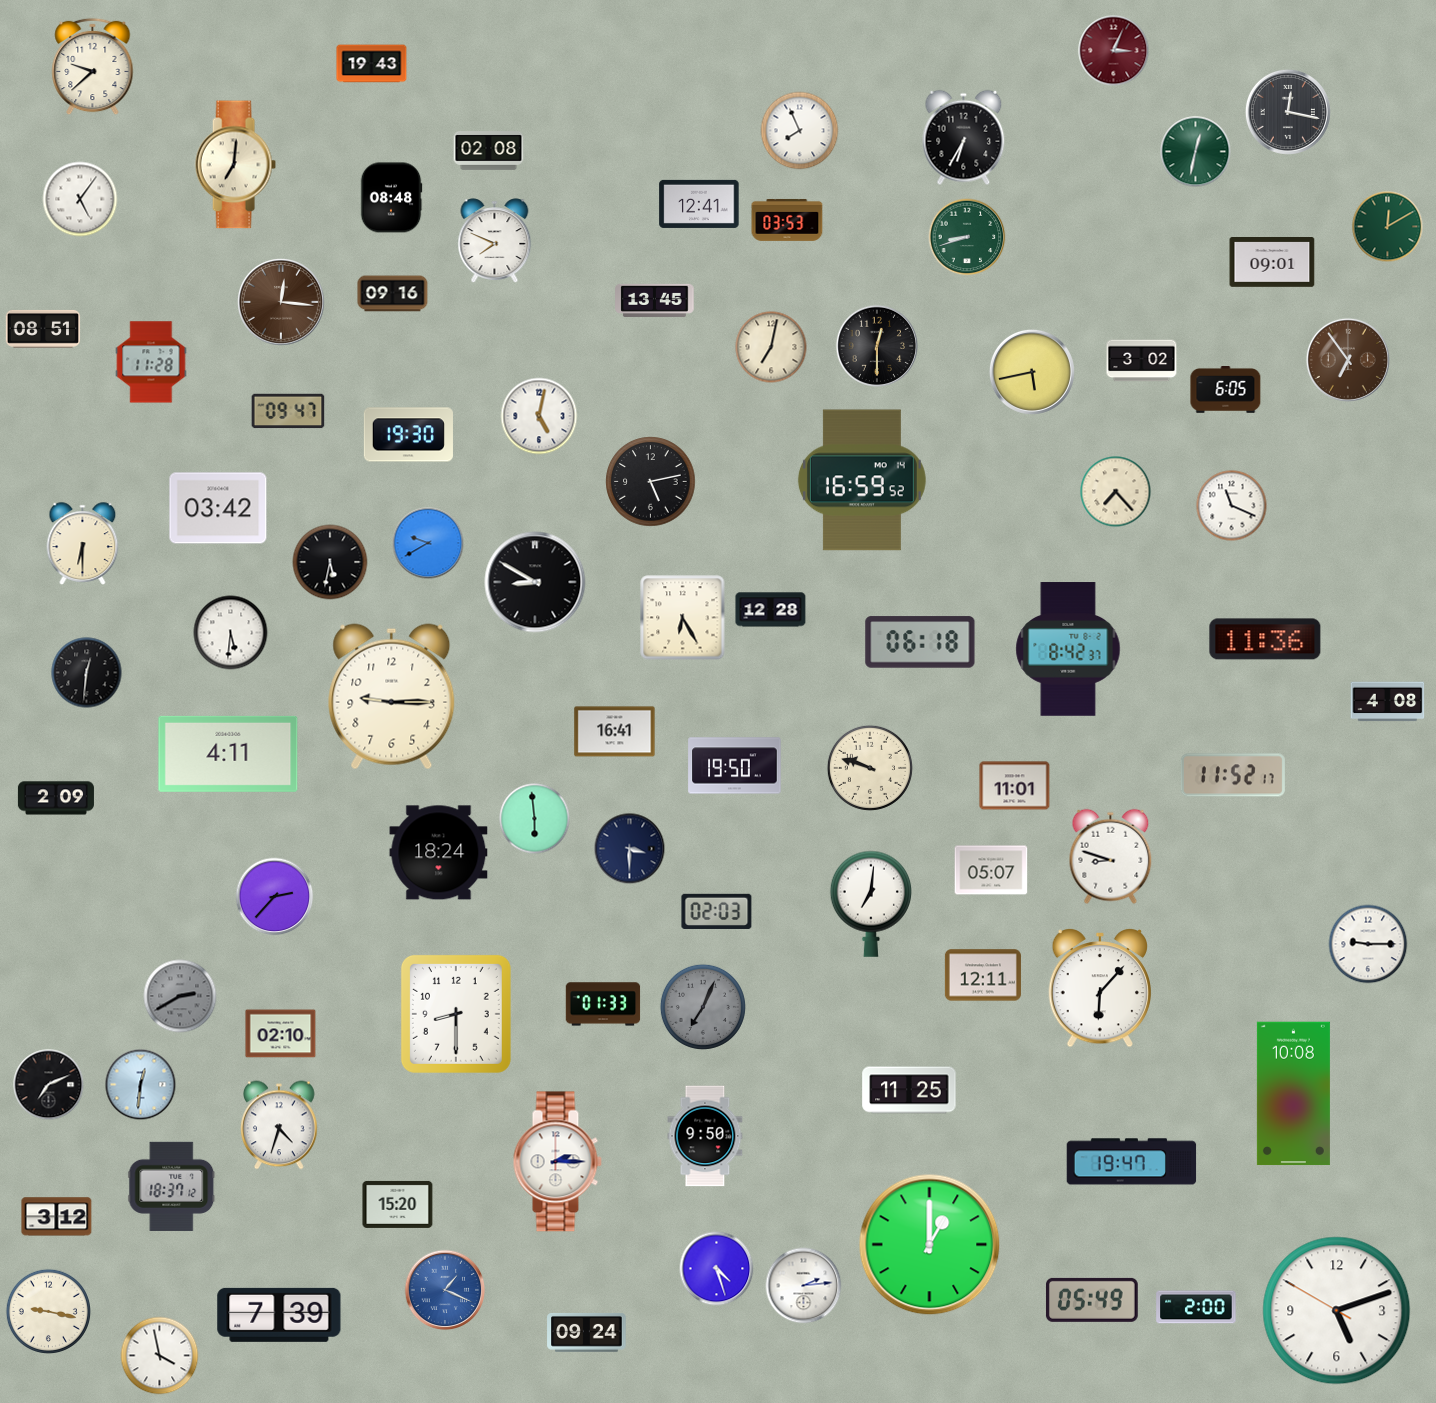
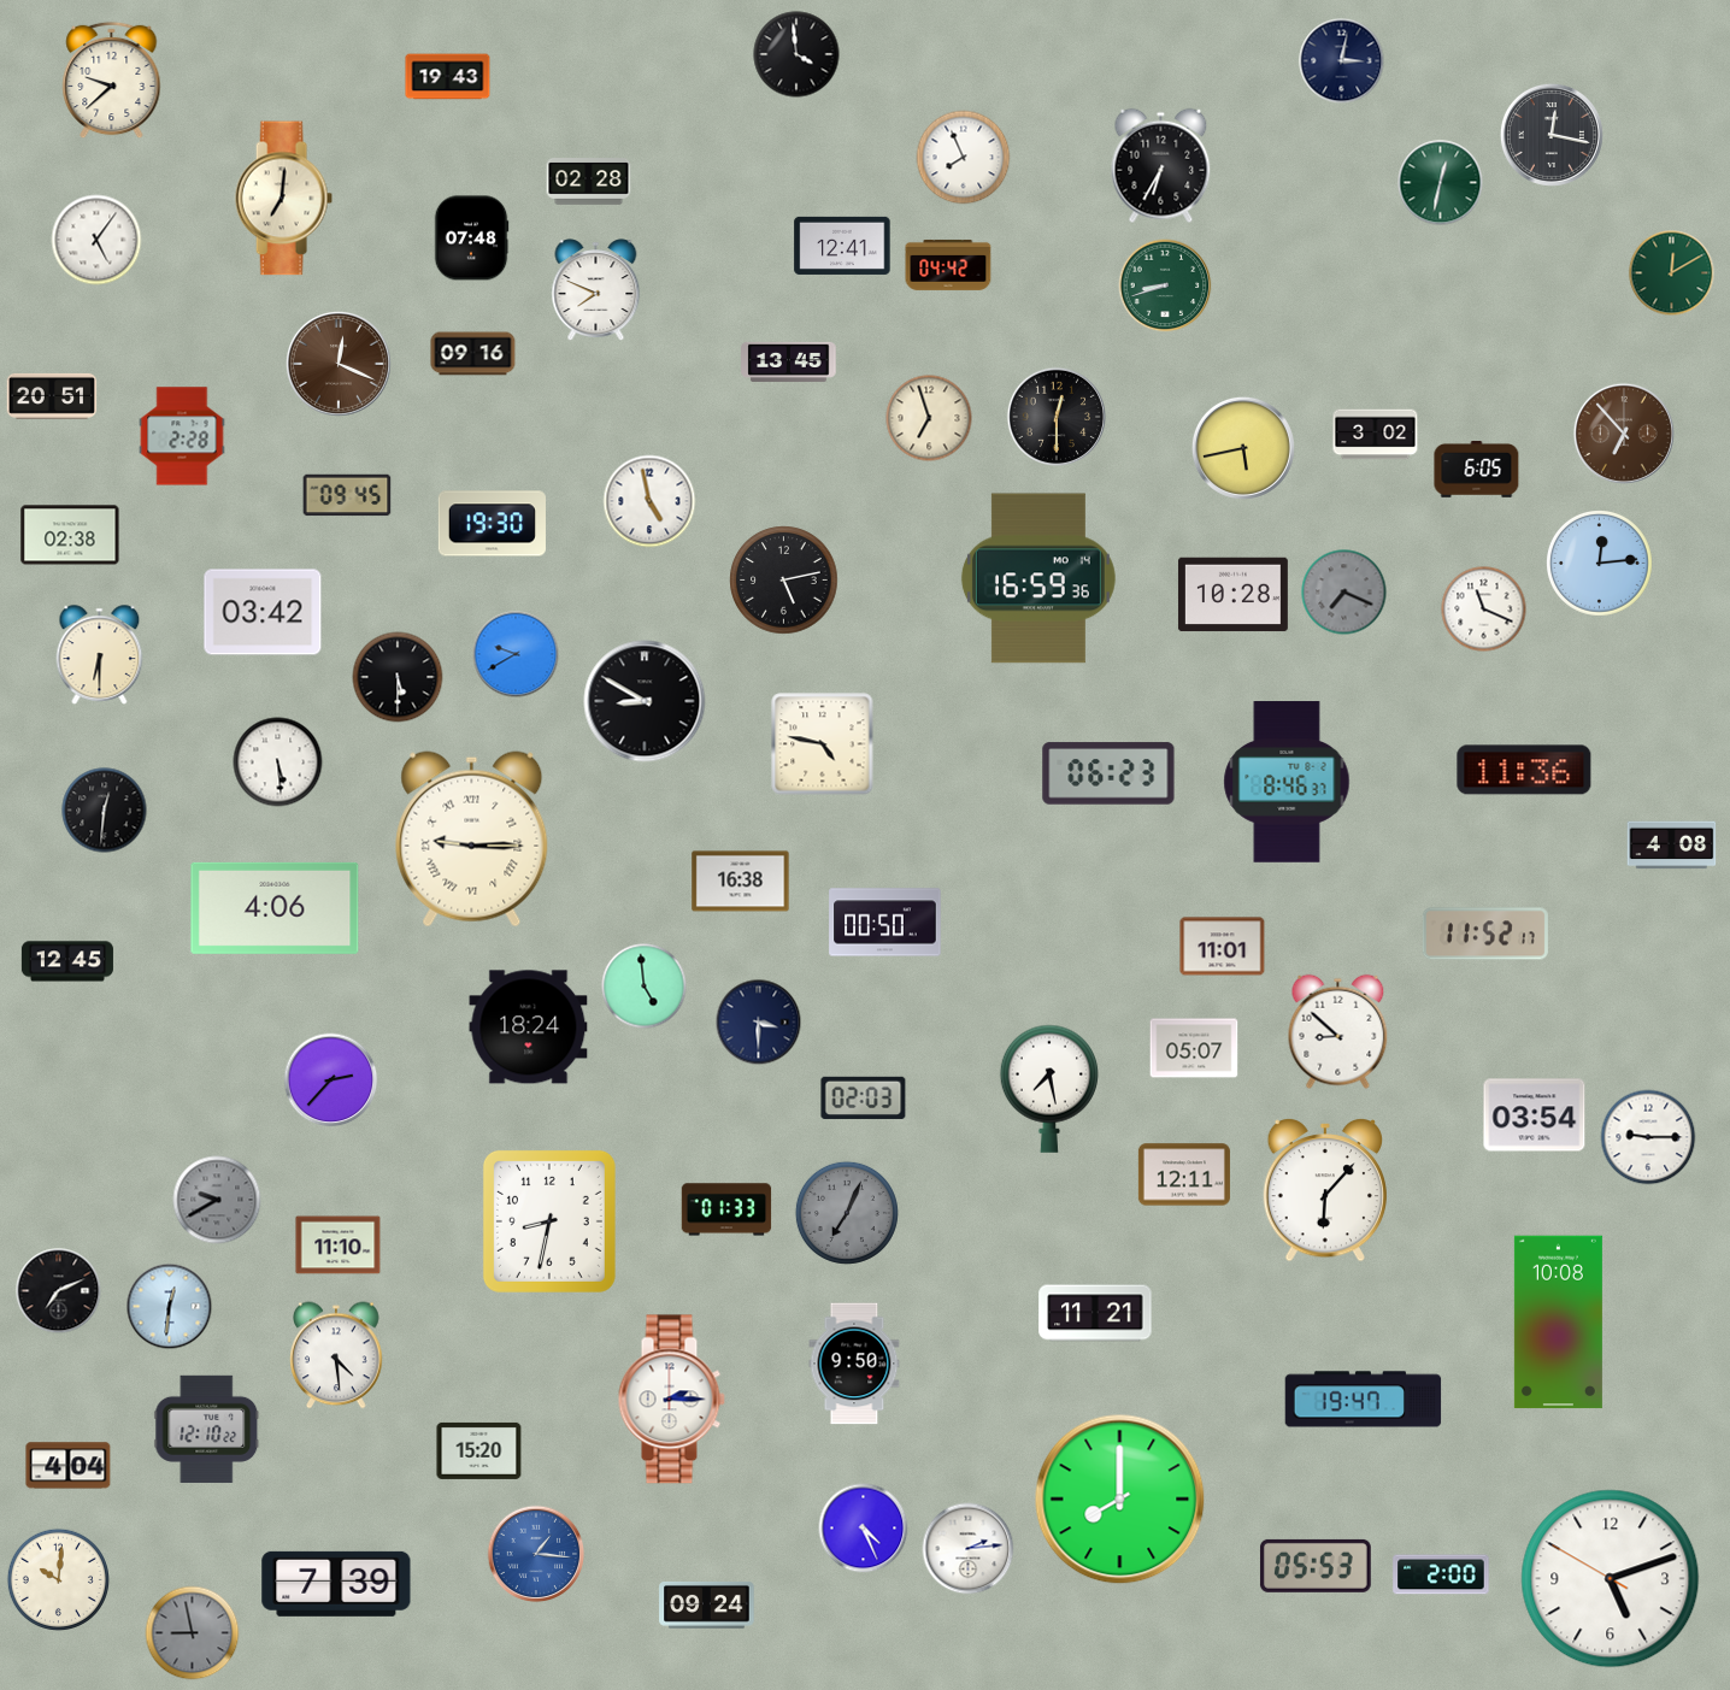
clock at (796, 54): none -> 3:59
clock at (1114, 51): 3:04 -> 3:02
clock at (1114, 51) dial: burgundy -> navy
clock at (489, 151): 02:08 -> 02:28
clock at (391, 198): 08:48 -> 07:48
clock at (787, 220): 03:53 -> 04:42
clock at (1272, 263): 09:01 -> none
clock at (281, 302): 12:16 -> 12:19
clock at (43, 329): 08:51 -> 20:51
clock at (771, 347): 7:02 -> 6:57
clock at (1348, 360): 6:54 -> 6:53
clock at (151, 362): 11:28 -> 2:28
clock at (288, 411): 09:47 -> 09:45
clock at (539, 416): 5:02 -> 4:58
clock at (70, 535): none -> 02:38
clock at (1600, 564): none -> 12:14
clock at (862, 480): 16:59:52 -> 16:59:36
clock at (1116, 492): 7:23 -> 7:19
clock at (1116, 492) dial: cream -> grey
clock at (1232, 595): none -> 10:28
clock at (330, 562): 5:32 -> 5:30
clock at (771, 610): 12:28 -> none
clock at (683, 618): 6:25 -> 4:47
clock at (231, 633): 5:31 -> 5:29
clock at (920, 642): 06:18 -> 06:23
clock at (1068, 649): 8:42 -> 8:46
clock at (392, 697) numerals: Arabic -> Roman
clock at (615, 732): 16:41 -> 16:38
clock at (228, 754): 4:11 -> 4:06
clock at (735, 766): 19:50 -> 00:50
clock at (870, 768): 9:48 -> none
clock at (56, 798): 2:09 -> 12:45
clock at (535, 819): 5:59 -> 4:59
clock at (1111, 857): 8:48 -> 8:52
clock at (870, 904): 7:01 -> 7:28
clock at (1535, 1115): none -> 03:54
clock at (180, 996): 2:40 -> 9:40
clock at (456, 1014): 8:30 -> 8:32
clock at (281, 1034): 02:10 -> 11:10
clock at (49, 1085) position: (49, 1085) -> (59, 1291)
clock at (909, 1090): 11:25 -> 11:21
clock at (1293, 1094) position: (1293, 1094) -> (1558, 1323)
clock at (279, 1125): 4:33 -> 4:29
clock at (705, 1136) position: (705, 1136) -> (854, 1364)
clock at (172, 1186): 18:37 -> 12:10
clock at (57, 1217): 3:12 -> 4:04
clock at (930, 1245): 1:00 -> 8:00
clock at (717, 1269): 4:27 -> 4:26
clock at (445, 1290): 1:19 -> 1:16
clock at (1092, 1300): 05:49 -> 05:53
clock at (48, 1311): 9:17 -> 10:01
clock at (160, 1356): 3:58 -> 8:58
clock at (160, 1356) dial: white -> grey
